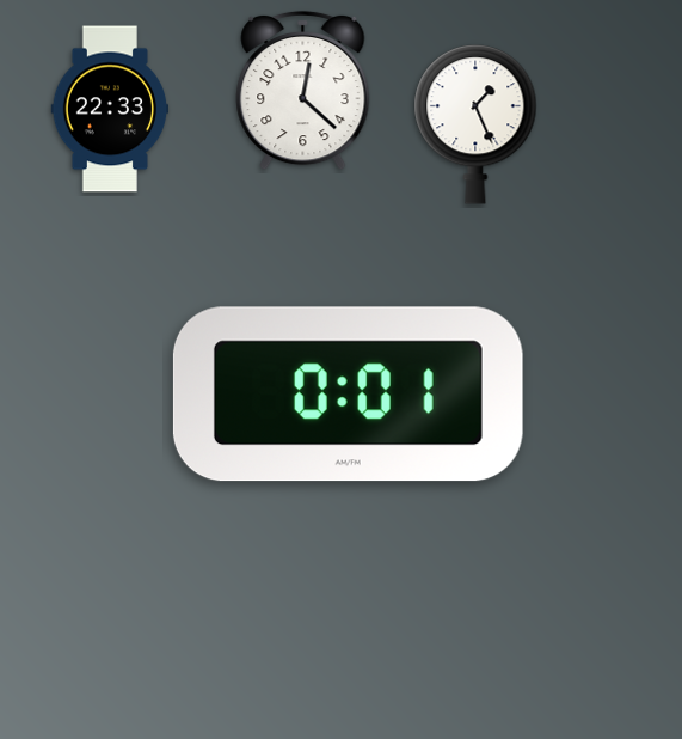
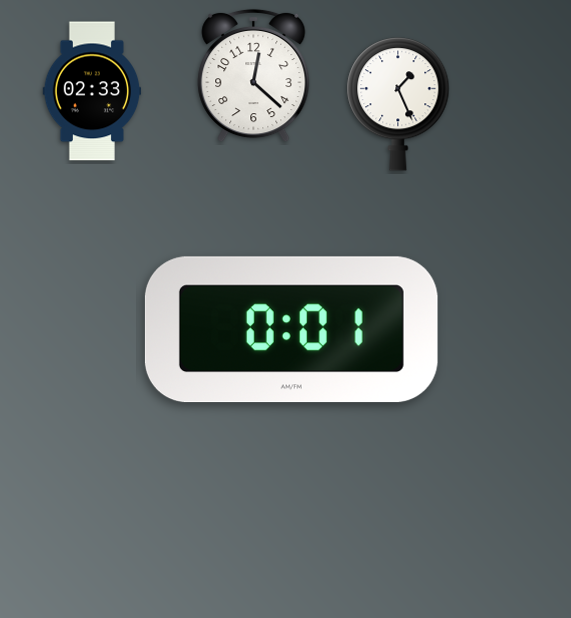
clock at (110, 109): 22:33 -> 02:33
